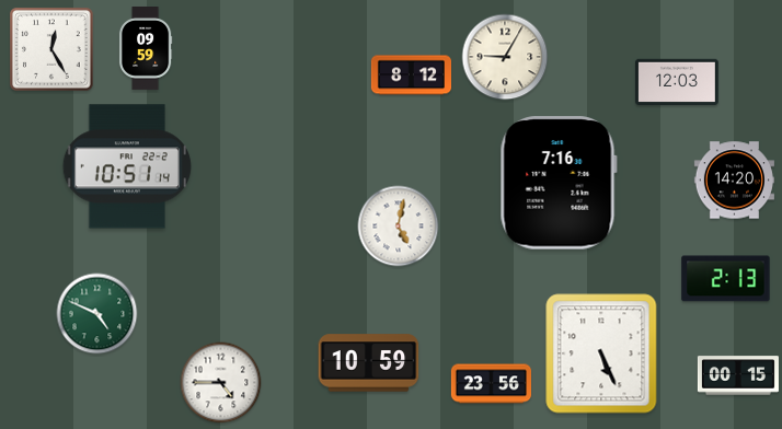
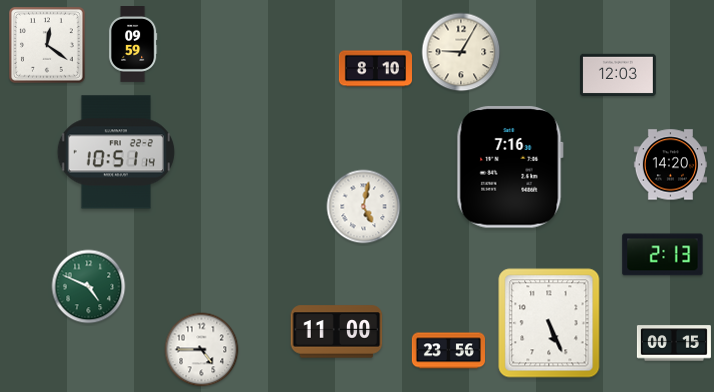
clock at (51, 49): 12:25 -> 12:21
clock at (411, 76): 8:12 -> 8:10
clock at (369, 363): 10:59 -> 11:00
